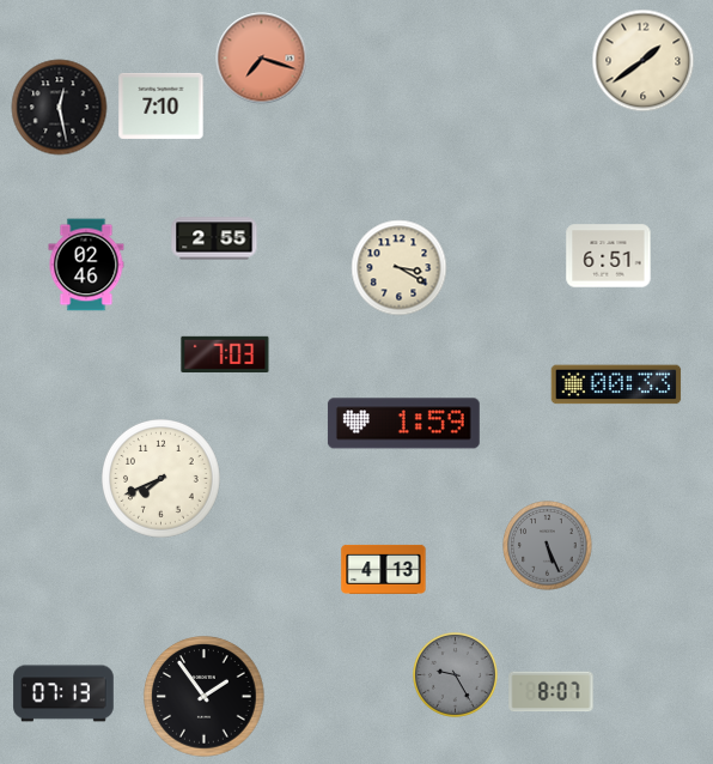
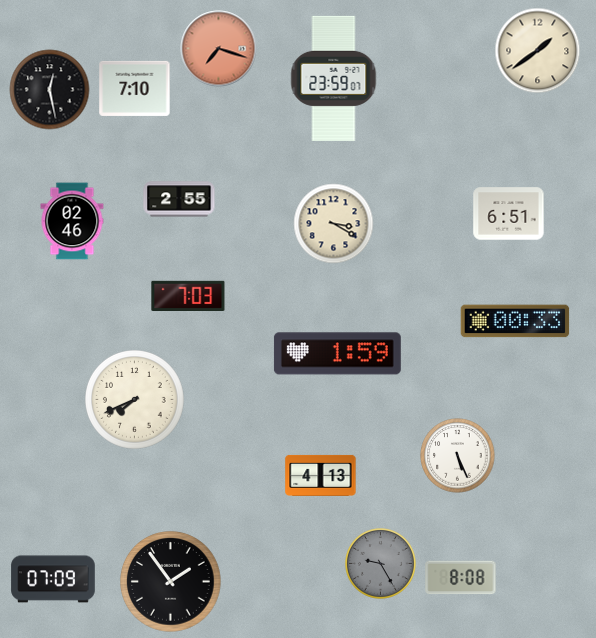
clock at (334, 78): none -> 23:59
clock at (548, 546) dial: grey -> white
clock at (551, 692): 8:07 -> 8:08
clock at (63, 693): 07:13 -> 07:09
